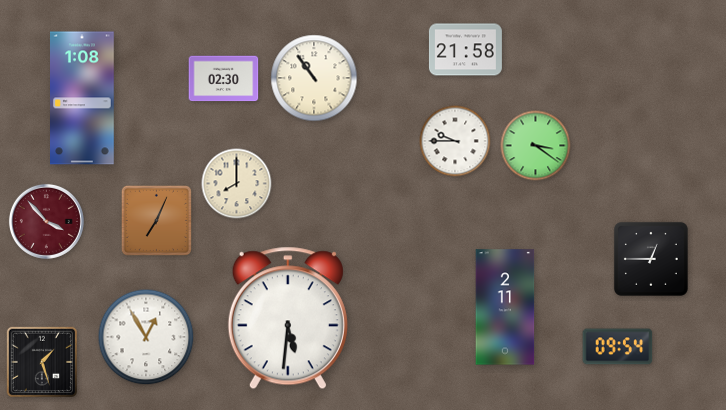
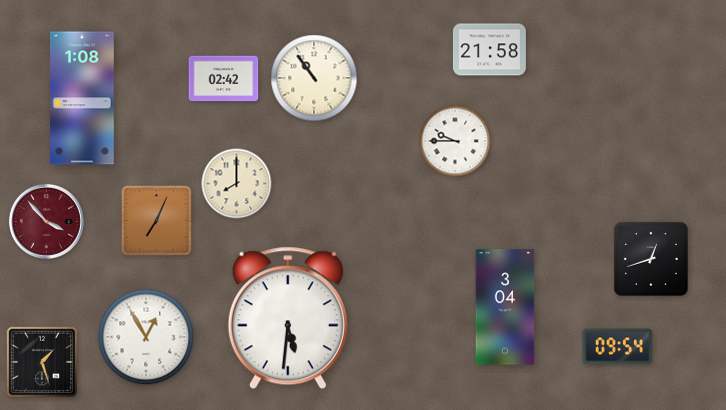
clock at (465, 50) position: (465, 50) -> (489, 50)
clock at (224, 79): 02:30 -> 02:42
clock at (536, 146): 3:21 -> none
clock at (651, 259): 12:45 -> 12:42
clock at (505, 307): 2:11 -> 3:04
